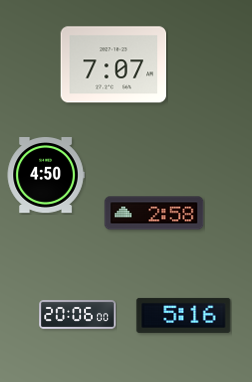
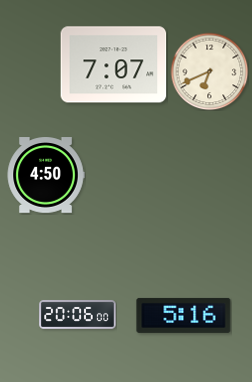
clock at (209, 71): none -> 6:41
clock at (154, 213): 2:58 -> none
